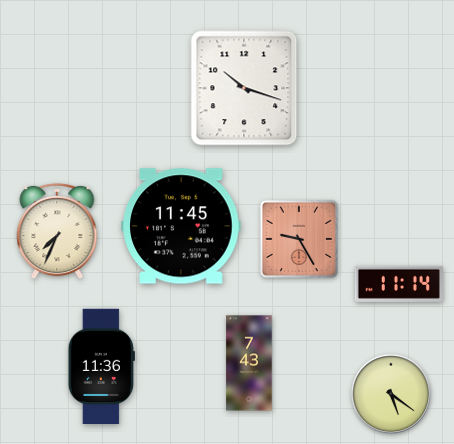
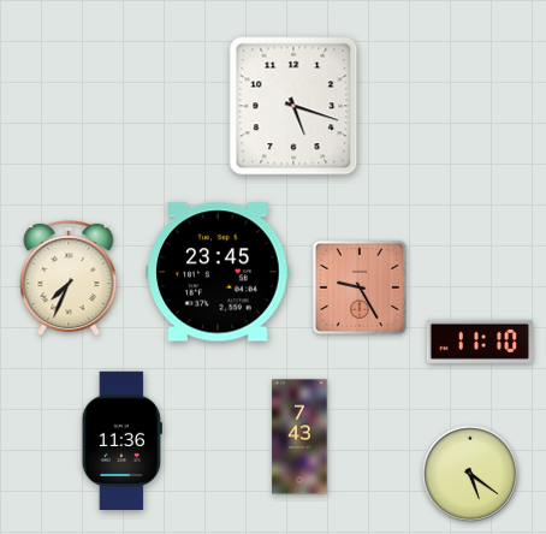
clock at (244, 88): 10:18 -> 5:18
clock at (181, 226): 11:45 -> 23:45
clock at (399, 284): 11:14 -> 11:10
